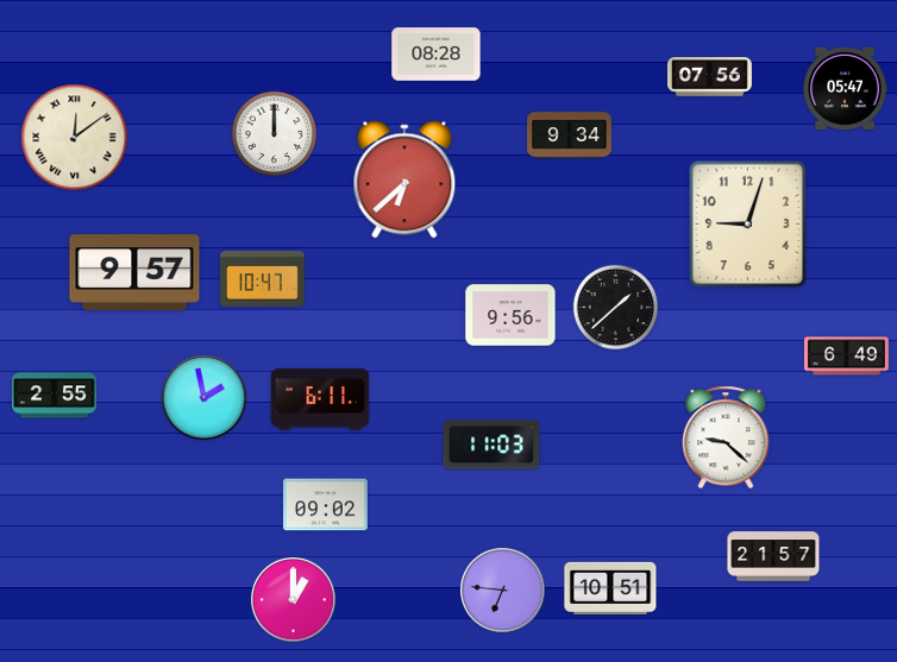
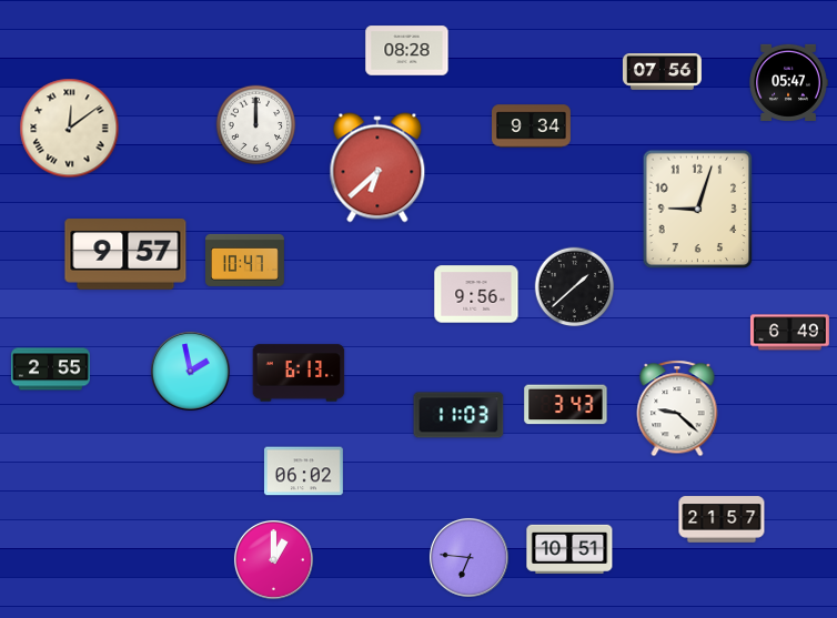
clock at (320, 399): 6:11 -> 6:13
clock at (566, 405): none -> 3:43
clock at (325, 505): 09:02 -> 06:02
clock at (502, 590) position: (502, 590) -> (468, 557)
